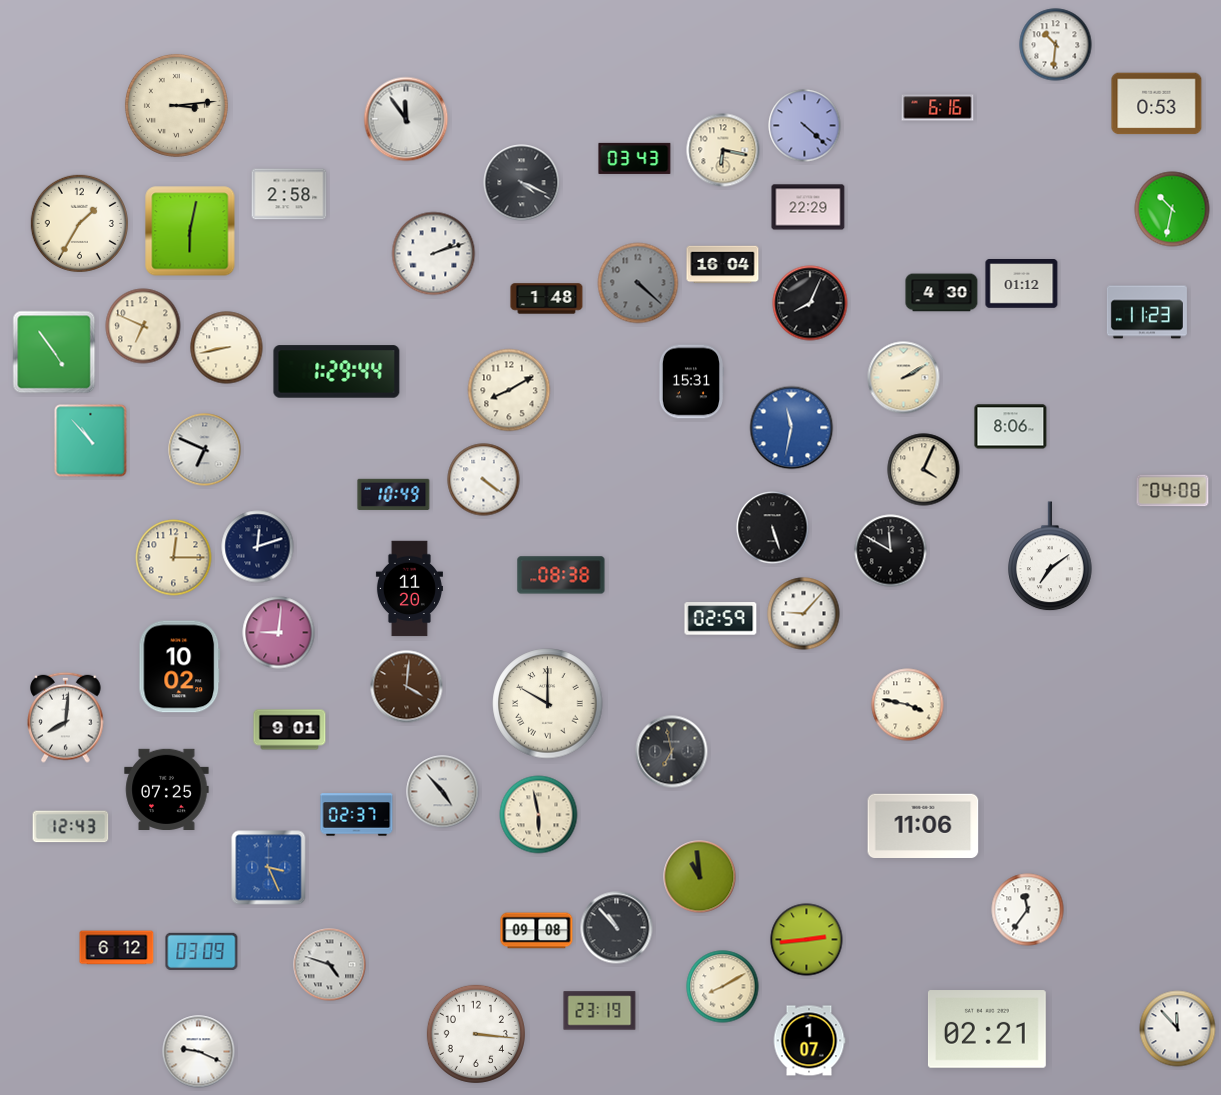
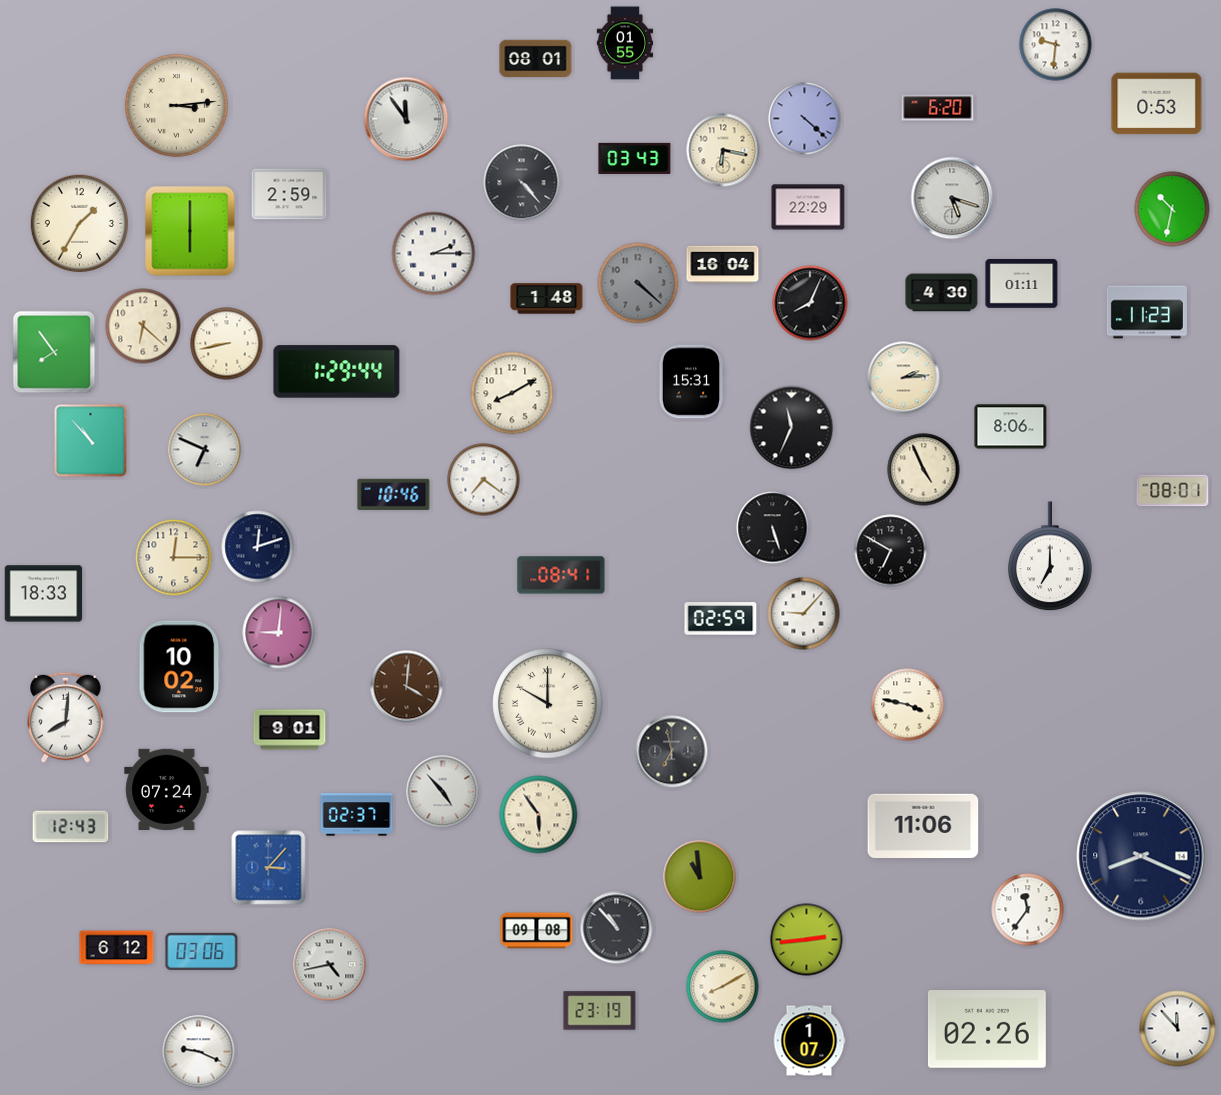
clock at (625, 43): none -> 01:55
clock at (1056, 45): 10:31 -> 9:31
clock at (536, 59): none -> 08:01
clock at (938, 108): 6:16 -> 6:20
clock at (805, 126) position: (805, 126) -> (805, 119)
clock at (522, 183): 4:19 -> 4:23
clock at (289, 194): 2:58 -> 2:59
clock at (952, 198): none -> 5:18
clock at (190, 231): 6:02 -> 6:00
clock at (434, 254): 2:12 -> 2:15
clock at (1022, 284): 01:12 -> 01:11
clock at (143, 326): 6:49 -> 6:22
clock at (227, 348) position: (227, 348) -> (227, 344)
clock at (54, 352): 4:54 -> 7:54
clock at (904, 378): 2:10 -> 2:14
clock at (509, 390) position: (509, 390) -> (512, 393)
clock at (792, 428): 11:32 -> 11:34
clock at (792, 428) dial: blue -> black
clock at (924, 470): 4:04 -> 4:56
clock at (484, 480): 4:21 -> 7:21
clock at (1173, 491): 04:08 -> 08:01
clock at (394, 494): 10:49 -> 10:46
clock at (891, 551): 11:50 -> 6:50
clock at (1050, 557): 7:09 -> 7:00
clock at (561, 575): 08:38 -> 08:41
clock at (409, 589): 11:20 -> none
clock at (44, 594): none -> 18:33
clock at (167, 789): 07:25 -> 07:24
clock at (539, 815): 5:58 -> 5:54
clock at (1141, 856): none -> 8:19
clock at (269, 868): 3:26 -> 3:07
clock at (202, 951): 03:09 -> 03:06
clock at (330, 965): 4:48 -> 4:43
clock at (987, 1029): 02:21 -> 02:26
clock at (476, 1034): 3:16 -> none
